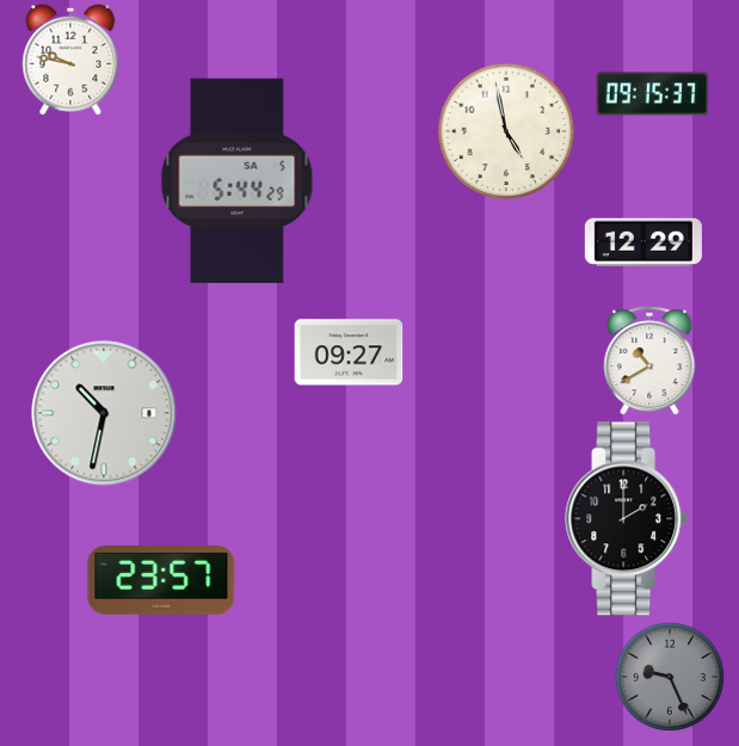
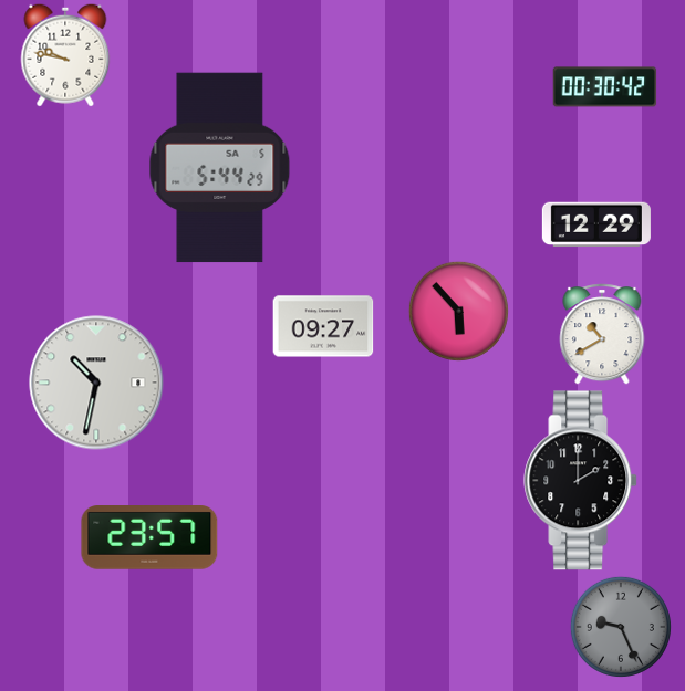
clock at (653, 94): 09:15 -> 00:30
clock at (506, 131): 4:58 -> none
clock at (458, 311): none -> 5:53
